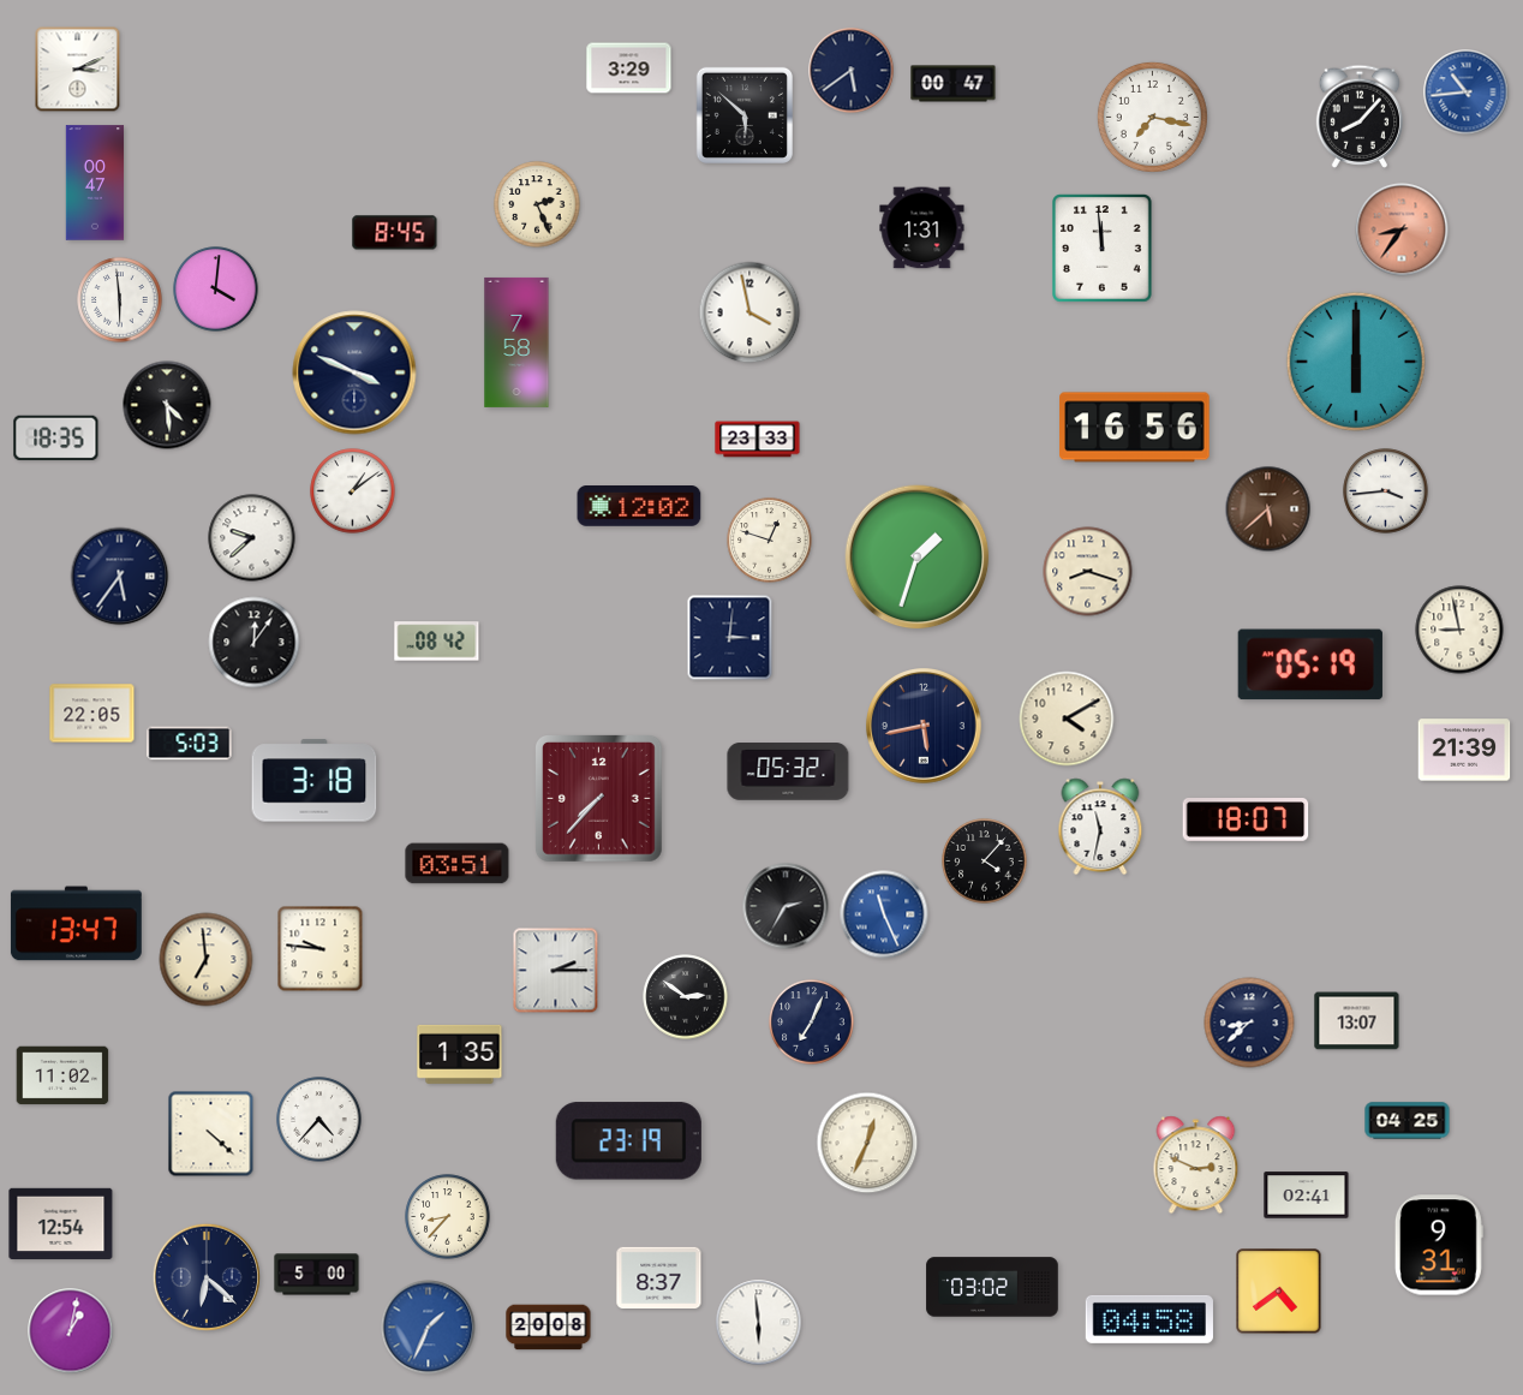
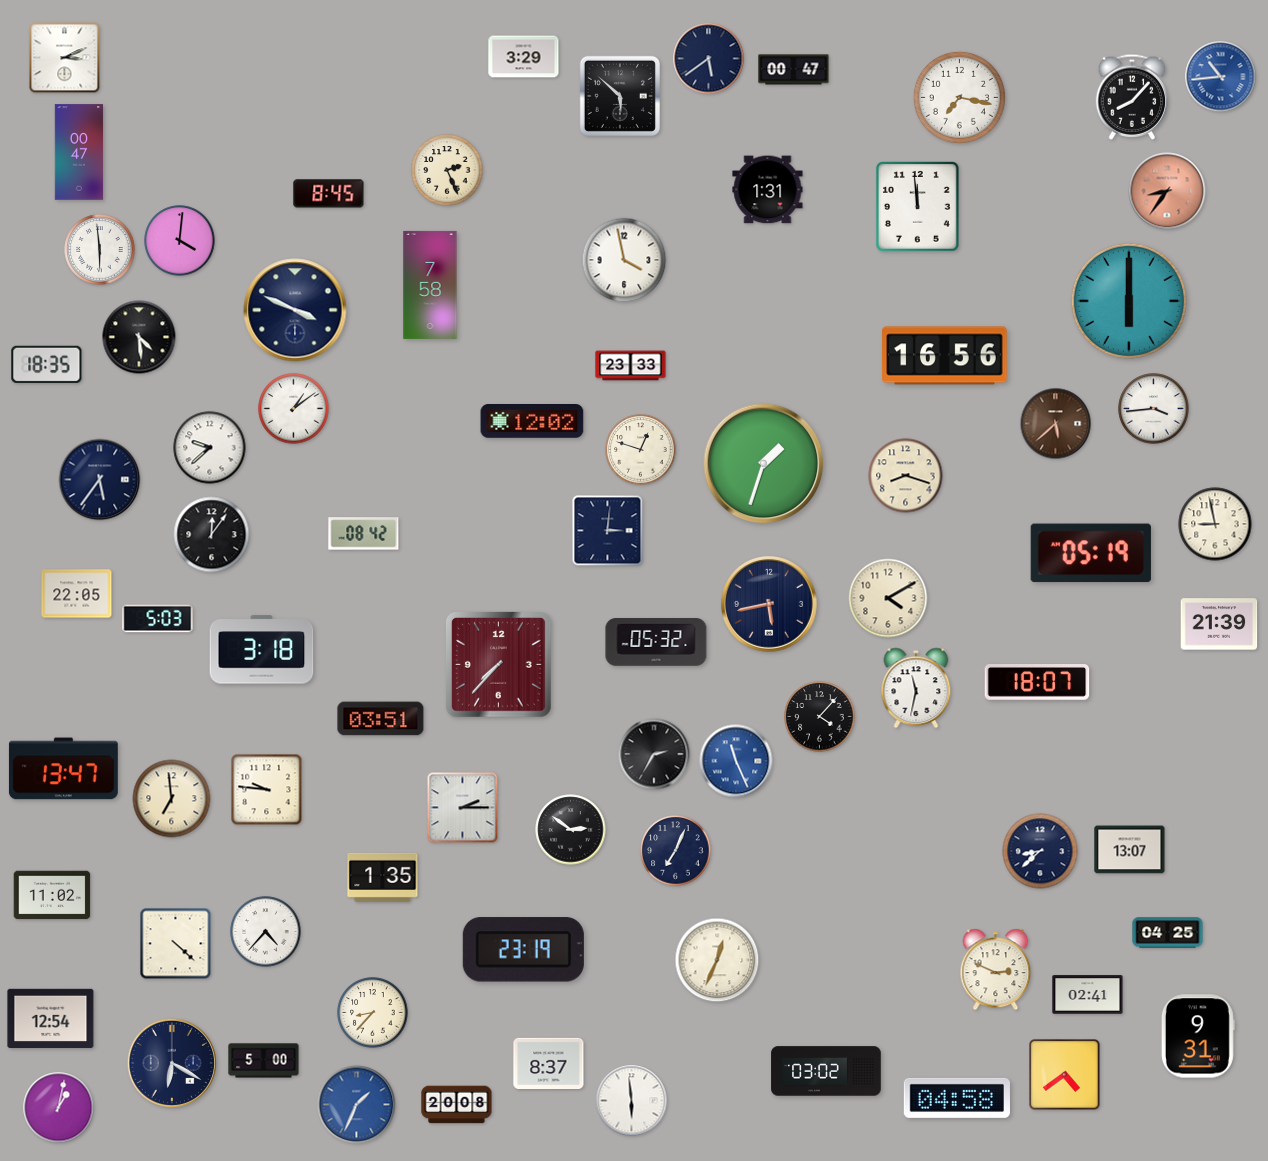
clock at (1408, 1121) position: (1408, 1121) -> (1168, 933)
clock at (867, 1143) position: (867, 1143) -> (717, 960)
clock at (207, 1277): 6:22 -> 6:20
